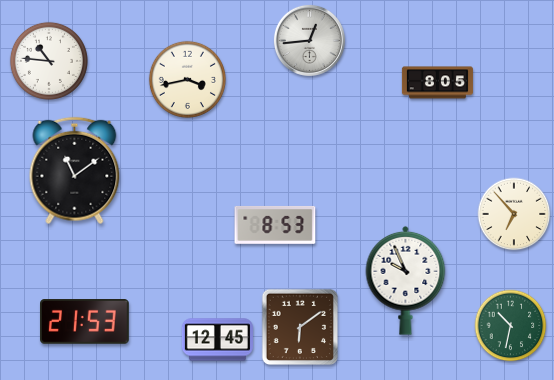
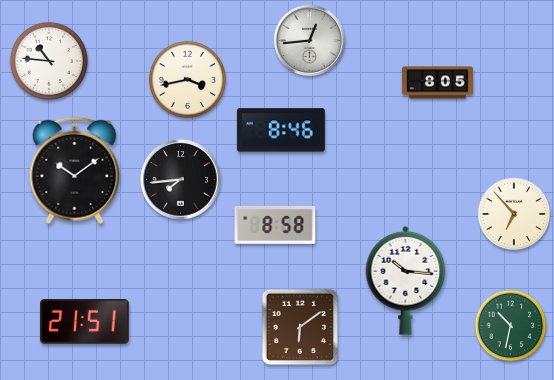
clock at (281, 130): none -> 8:46
clock at (75, 171): 11:09 -> 10:09
clock at (181, 180): none -> 7:44
clock at (275, 225): 8:53 -> 8:58
clock at (406, 280): 9:56 -> 10:16
clock at (85, 322): 21:53 -> 21:51
clock at (217, 340): 12:45 -> none
